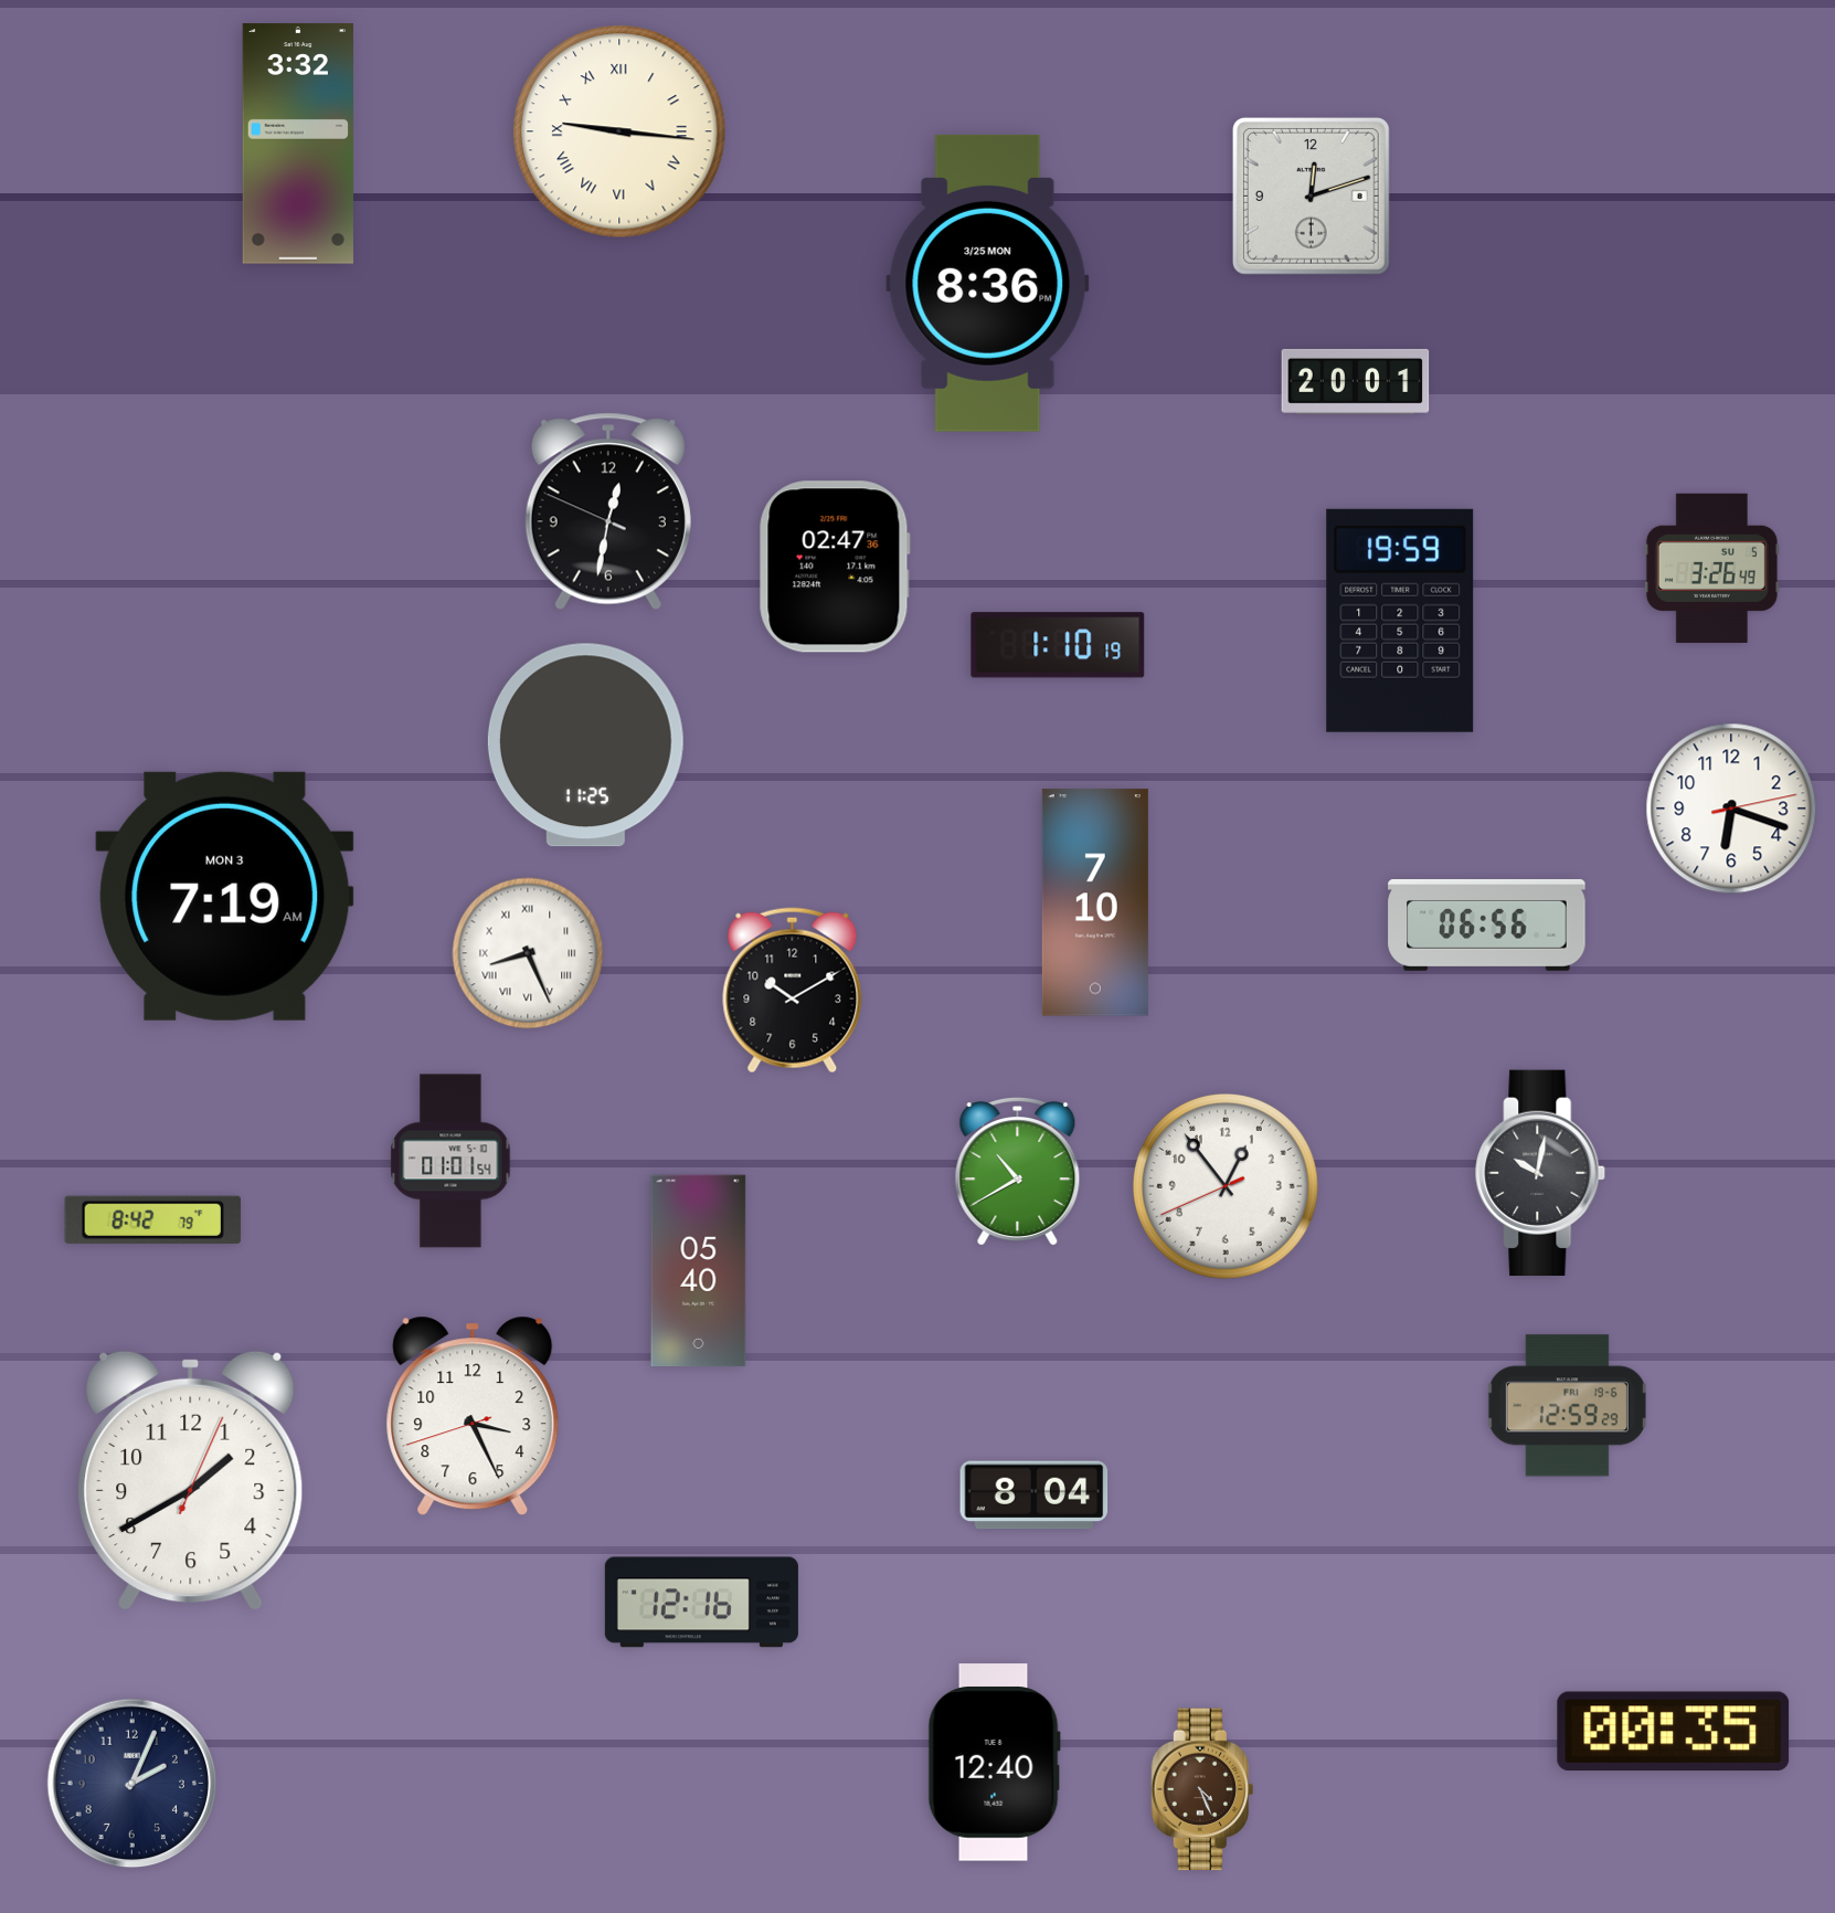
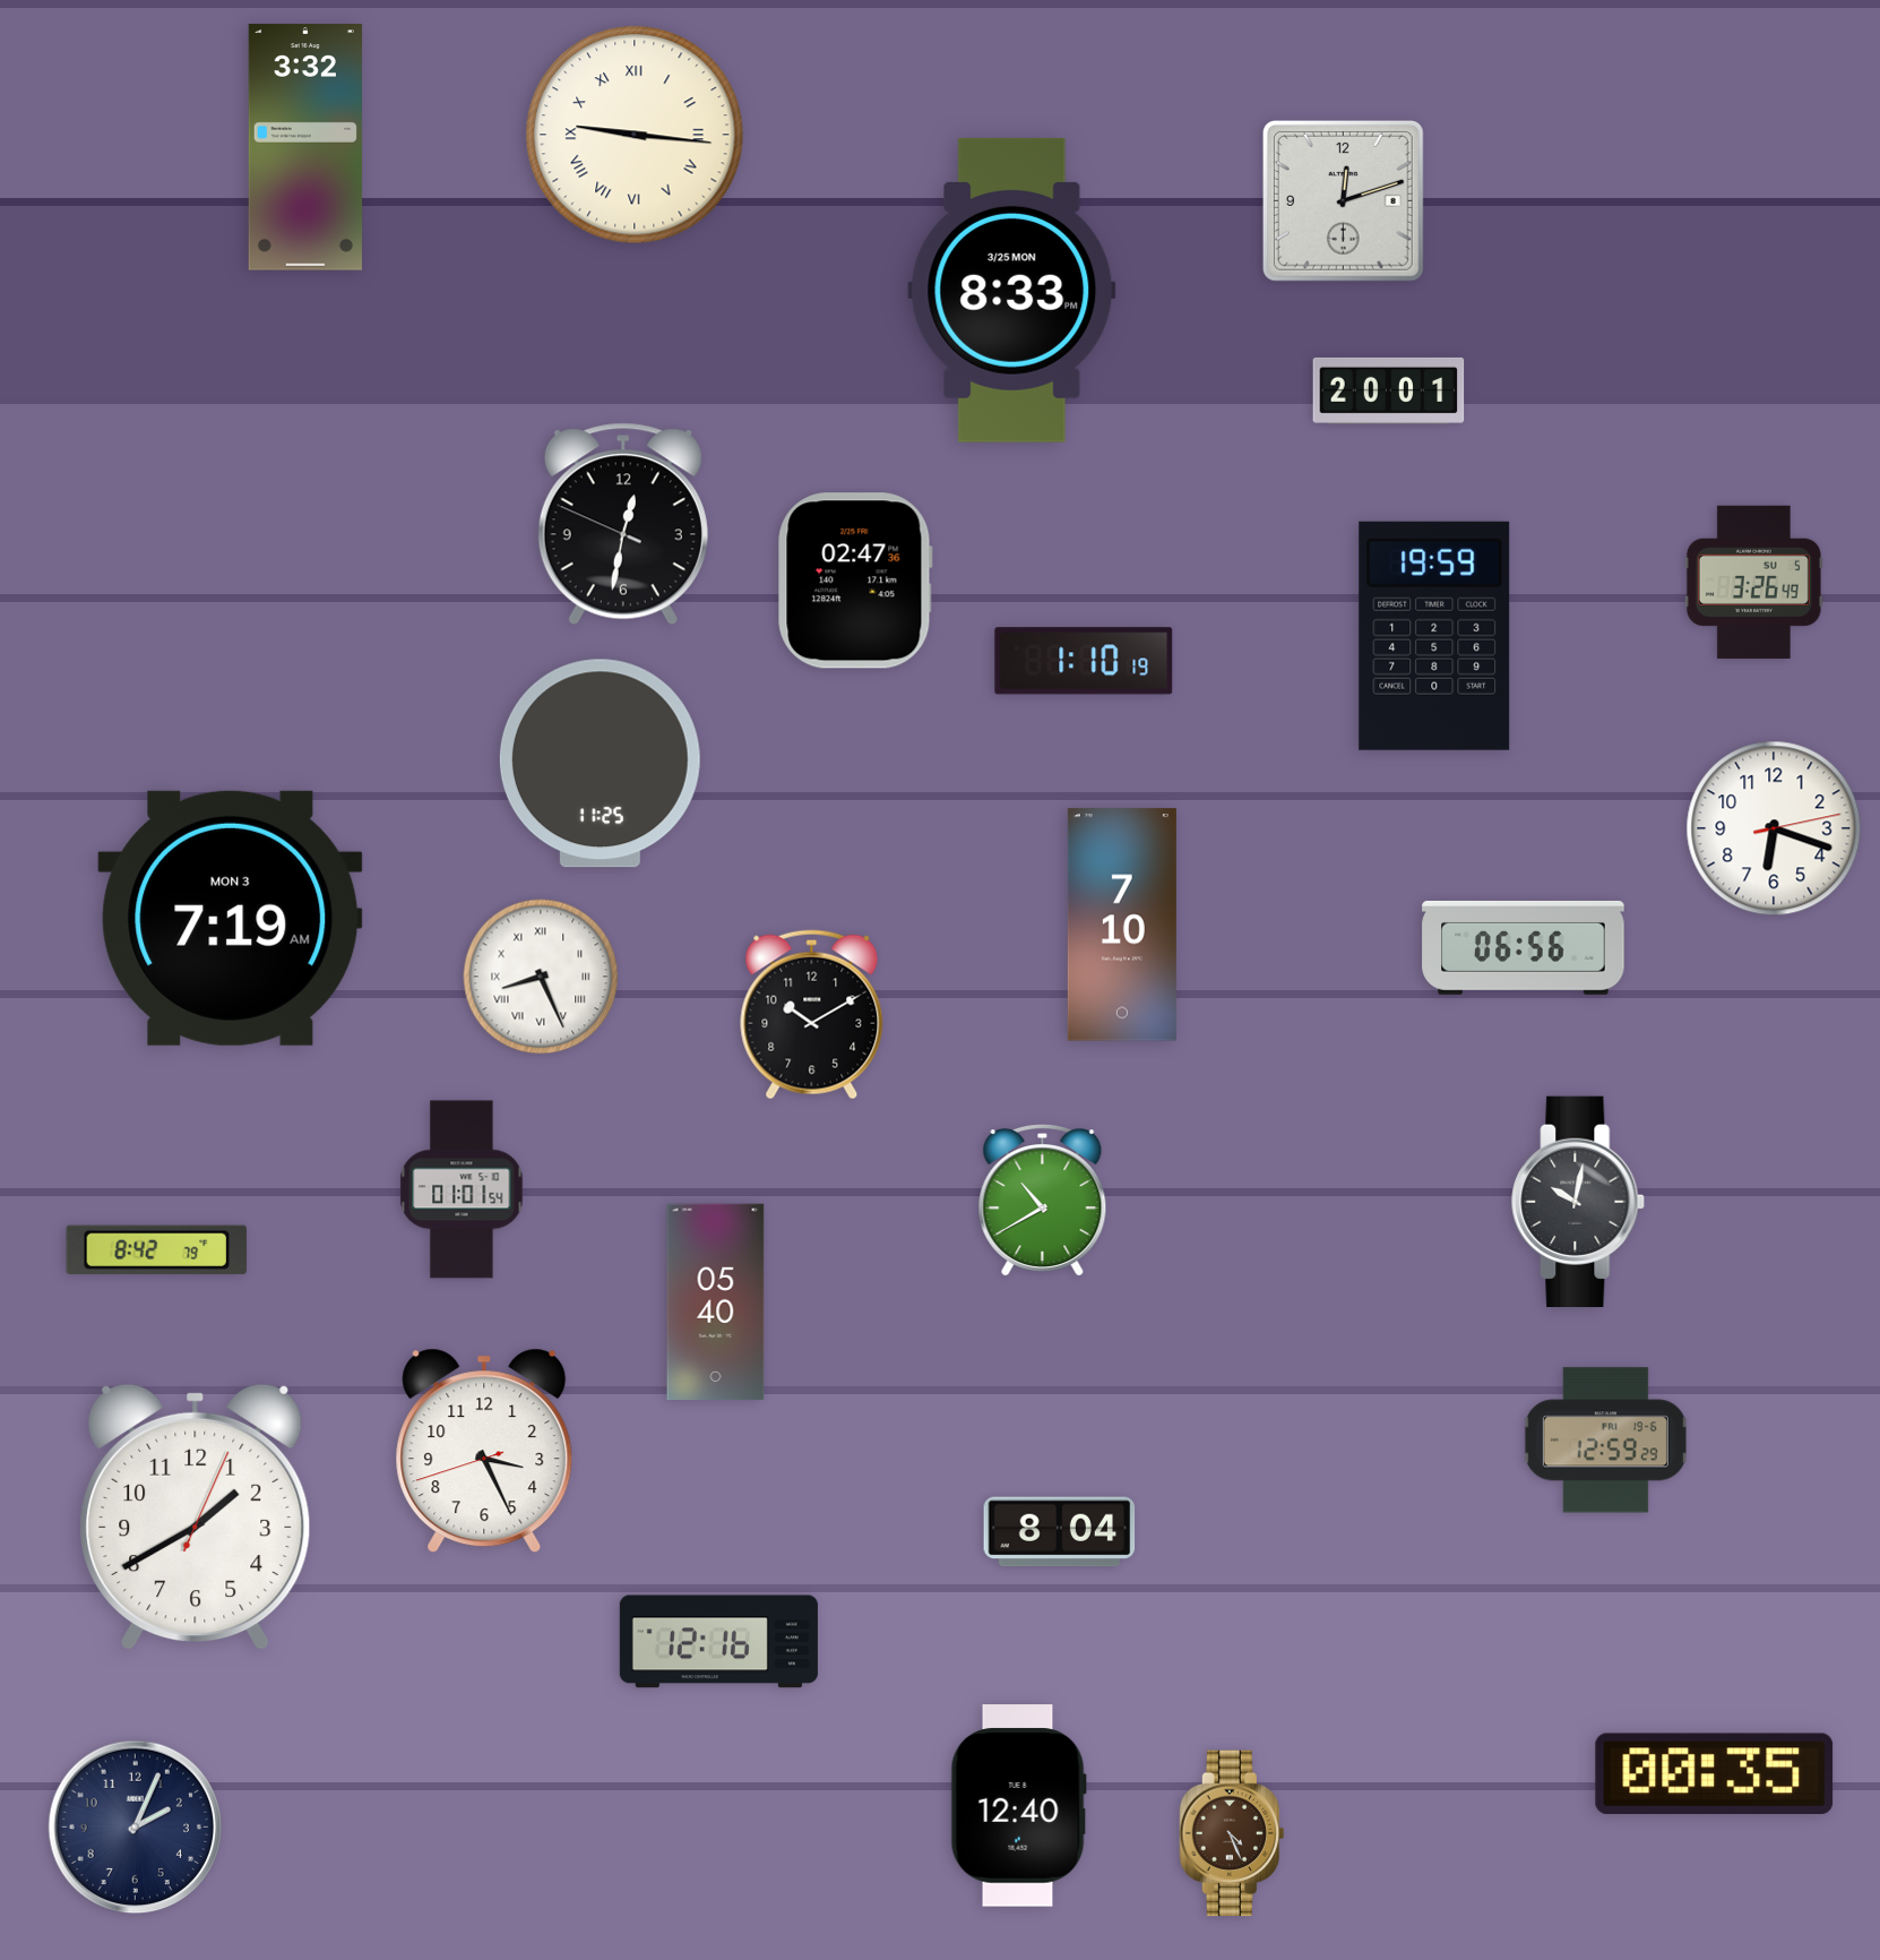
clock at (988, 283): 8:36 -> 8:33
clock at (1226, 1186): 12:53 -> none
